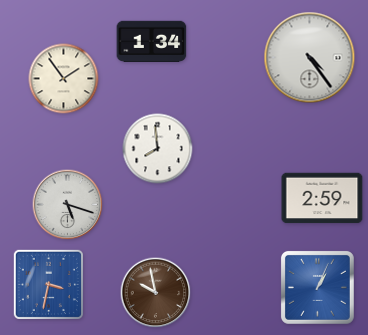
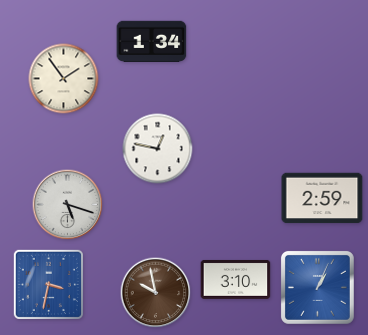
clock at (310, 58): 4:24 -> none
clock at (158, 149): 7:59 -> 12:47
clock at (236, 279): none -> 3:10
